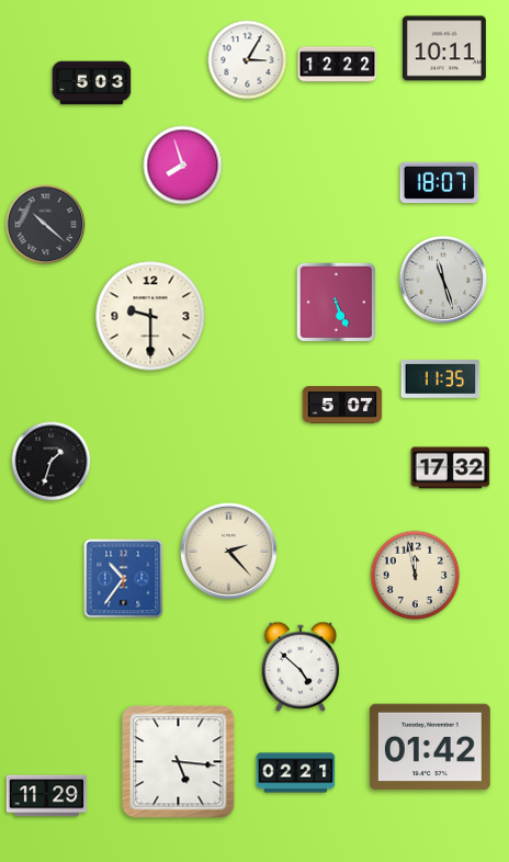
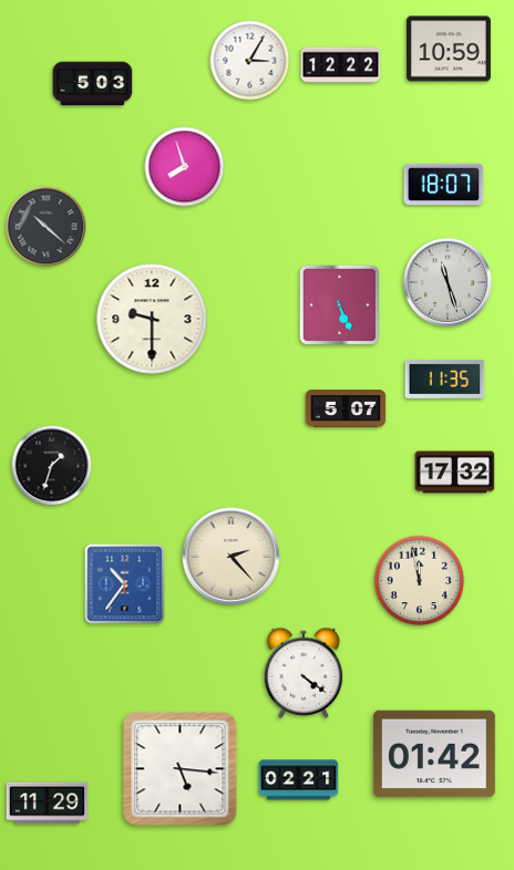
clock at (444, 48): 10:11 -> 10:59
clock at (441, 379) position: (441, 379) -> (445, 380)
clock at (301, 667): 4:52 -> 4:21
